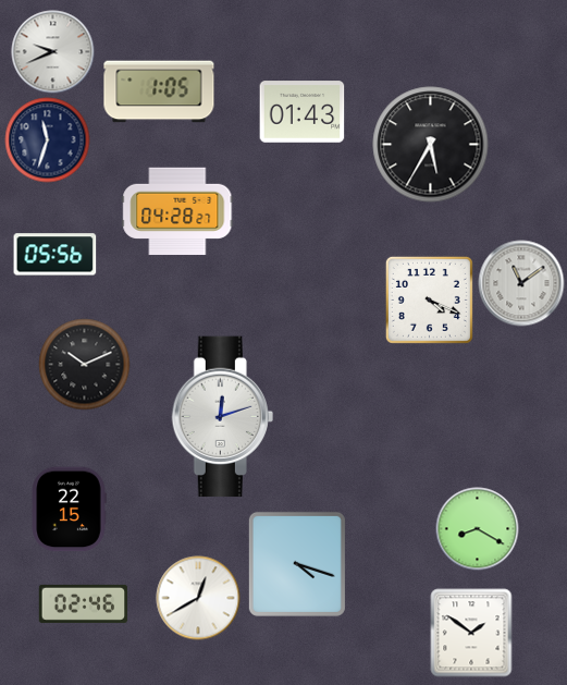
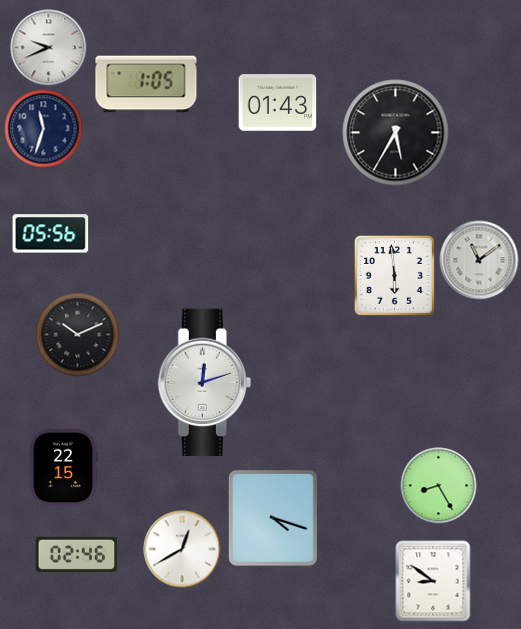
clock at (177, 211): 04:28 -> none
clock at (429, 299): 4:19 -> 5:59
clock at (478, 529): 8:20 -> 8:25
clock at (471, 633): 1:51 -> 8:51
